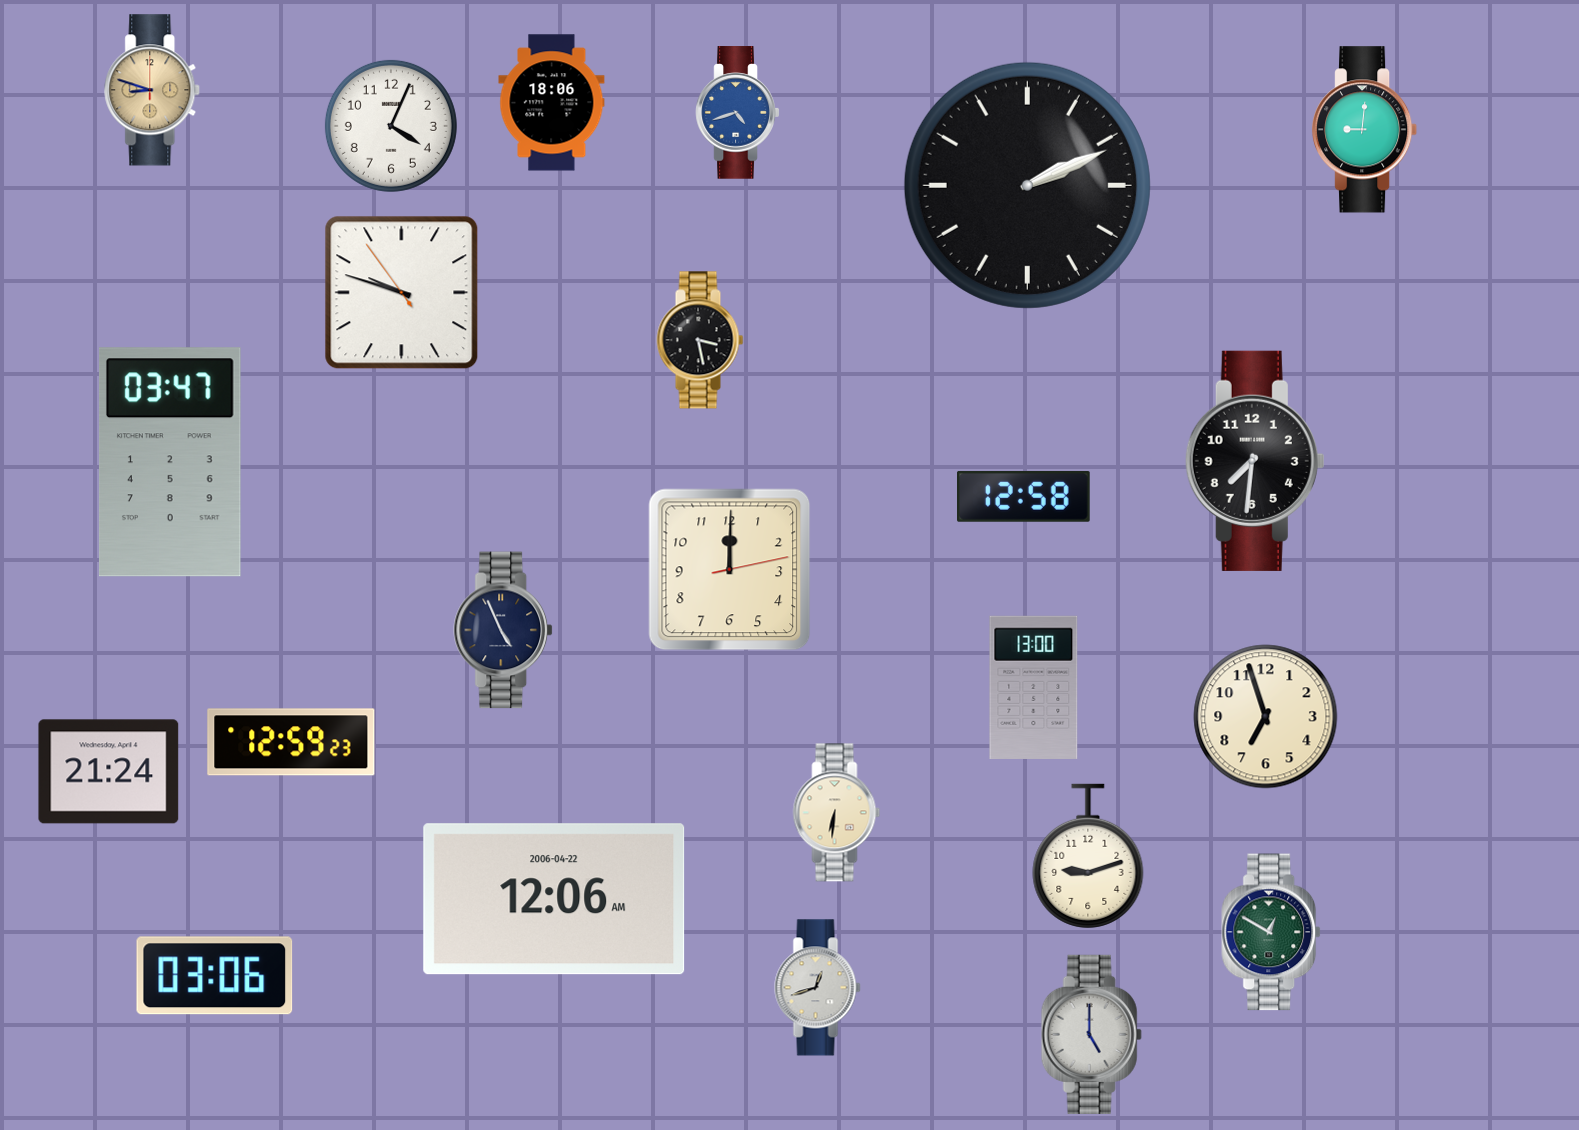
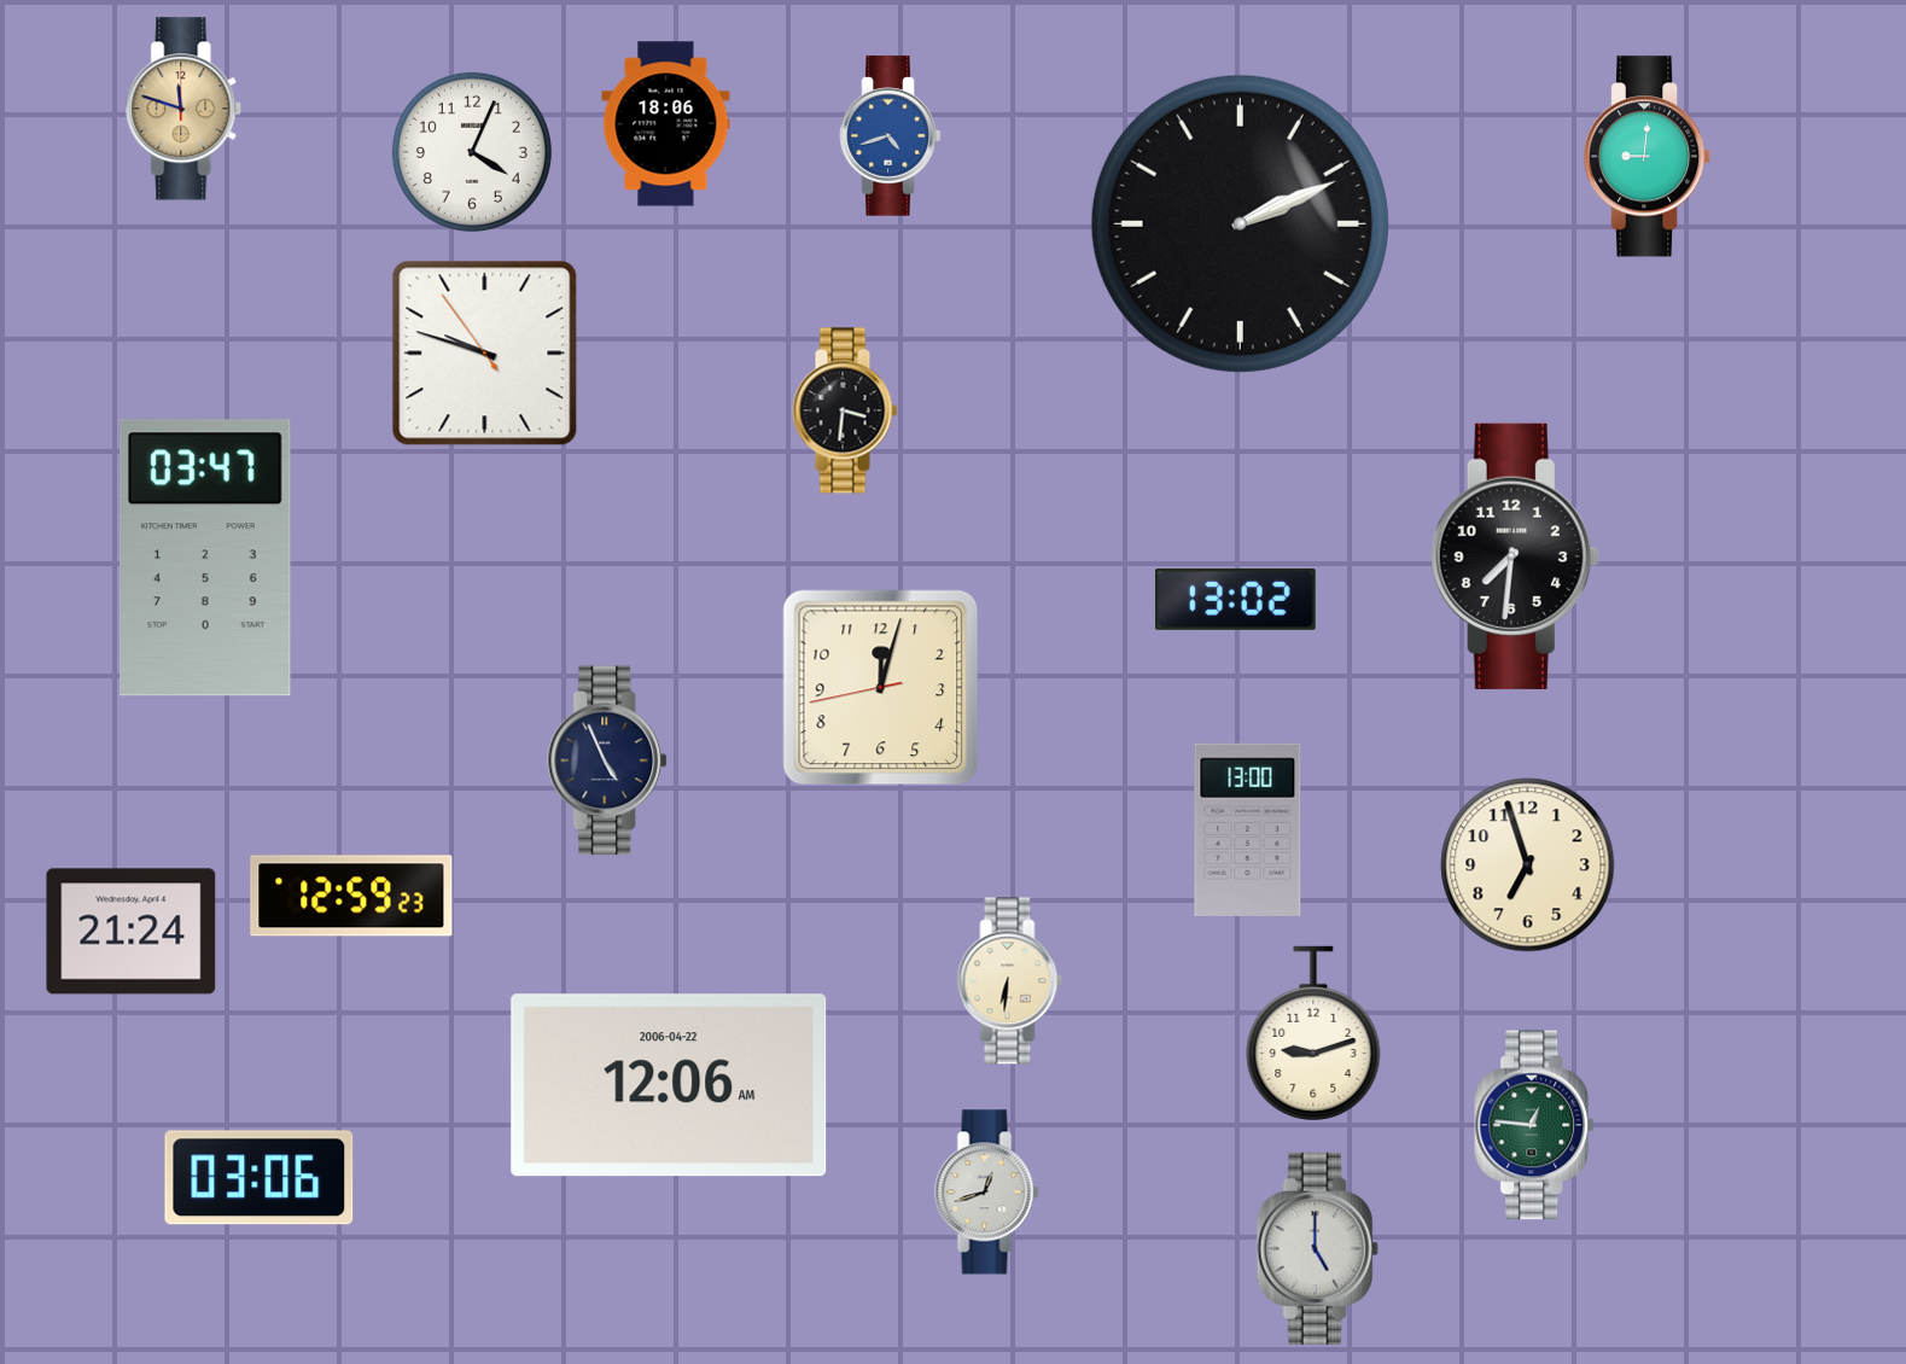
clock at (153, 90): 8:48 -> 11:48
clock at (700, 340): 3:28 -> 3:31
clock at (1024, 496): 12:58 -> 13:02
clock at (730, 570): 12:00 -> 12:02
clock at (1272, 932): 12:50 -> 12:46
